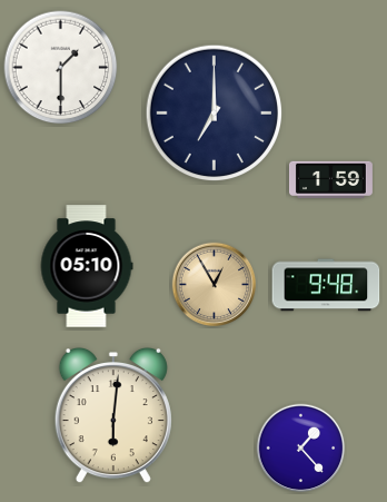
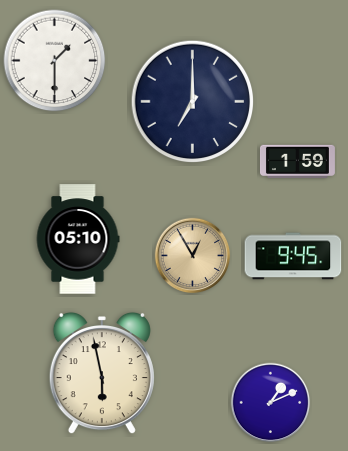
clock at (326, 285): 9:48 -> 9:45
clock at (113, 415): 6:01 -> 5:58
clock at (301, 449): 1:23 -> 1:11
